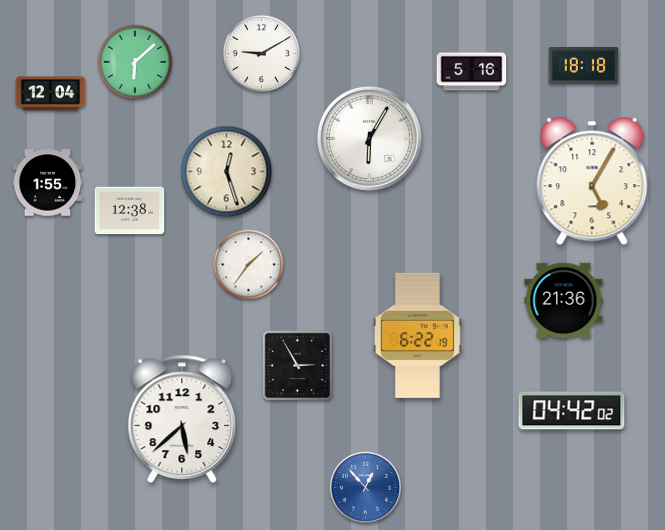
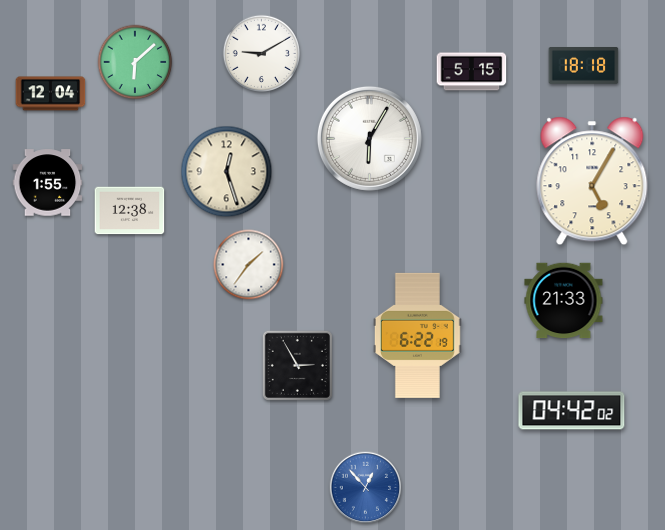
clock at (472, 72): 5:16 -> 5:15
clock at (564, 301): 21:36 -> 21:33
clock at (182, 419): 5:38 -> none
